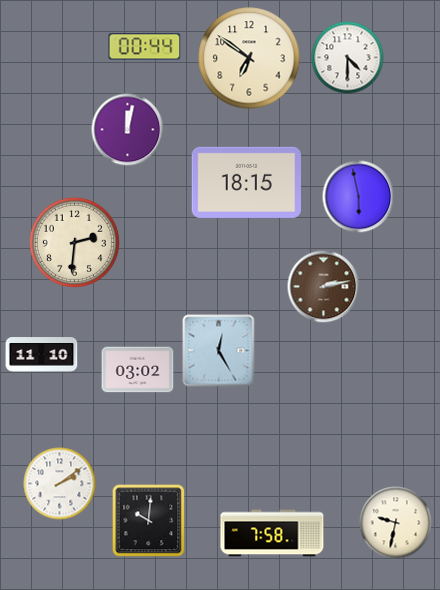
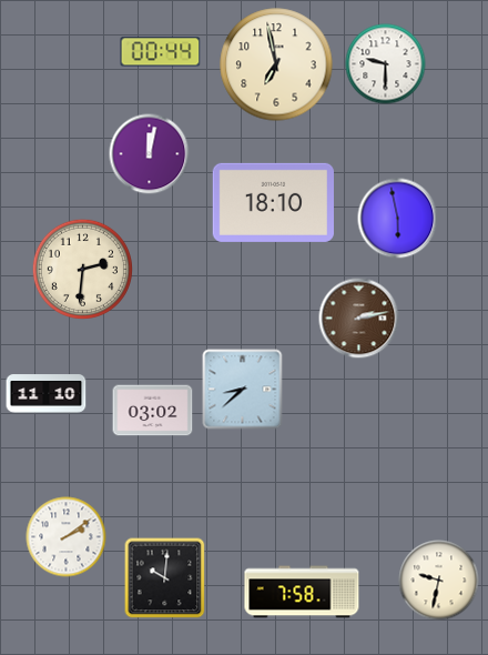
clock at (249, 58): 6:51 -> 6:58
clock at (348, 58): 4:30 -> 9:30
clock at (128, 130) position: (128, 130) -> (150, 154)
clock at (246, 182): 18:15 -> 18:10
clock at (219, 351): 12:25 -> 8:38
